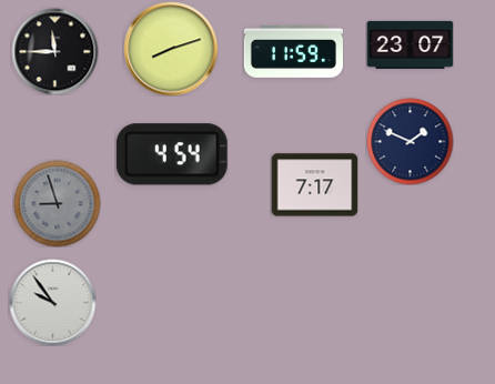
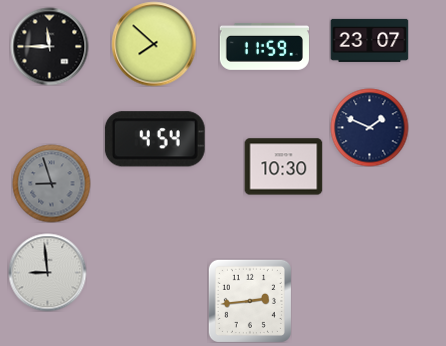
clock at (171, 49): 8:12 -> 7:52
clock at (314, 185): 7:17 -> 10:30
clock at (52, 302): 9:54 -> 8:59
clock at (250, 301): none -> 2:44
